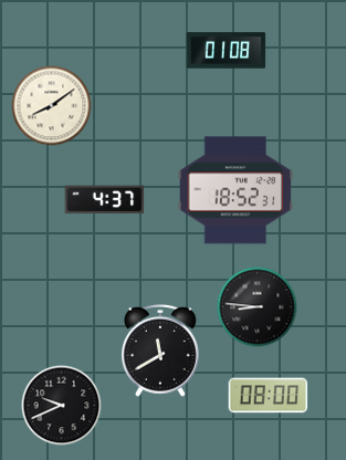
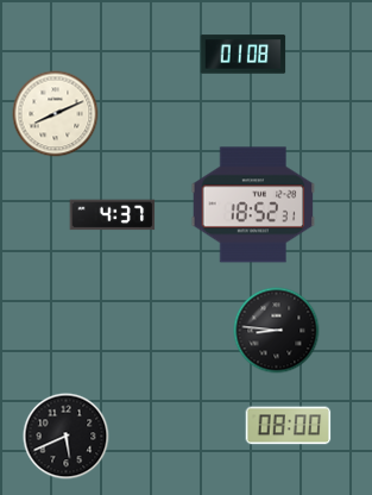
clock at (52, 106): 8:09 -> 8:11
clock at (161, 351): 11:40 -> none
clock at (62, 406): 9:41 -> 5:41
